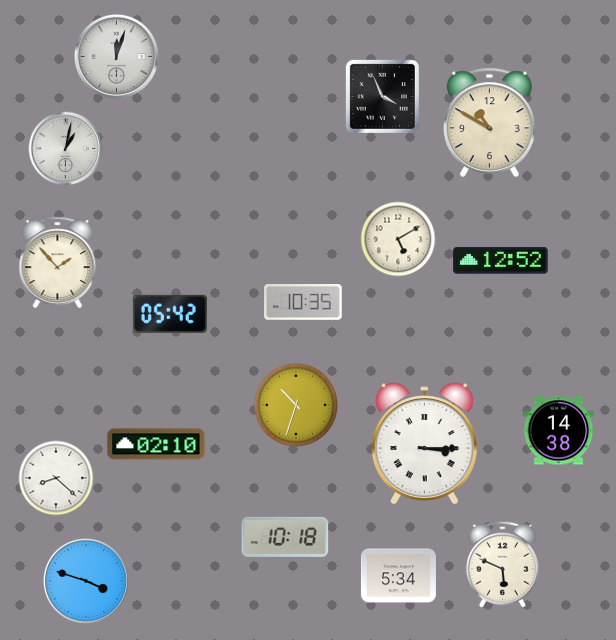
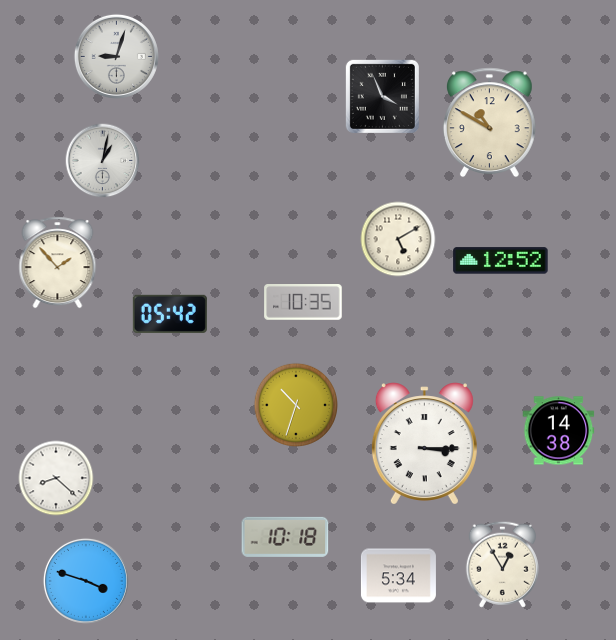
clock at (116, 56): 12:03 -> 9:03
clock at (66, 149) position: (66, 149) -> (103, 161)
clock at (156, 444): 02:10 -> none
clock at (502, 564): 5:49 -> 12:55
